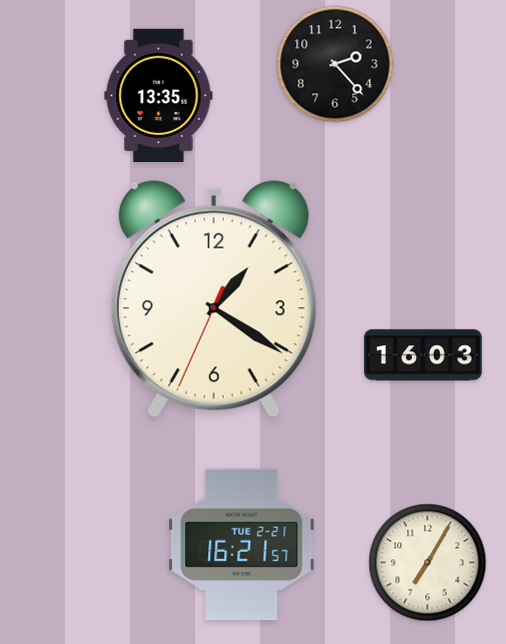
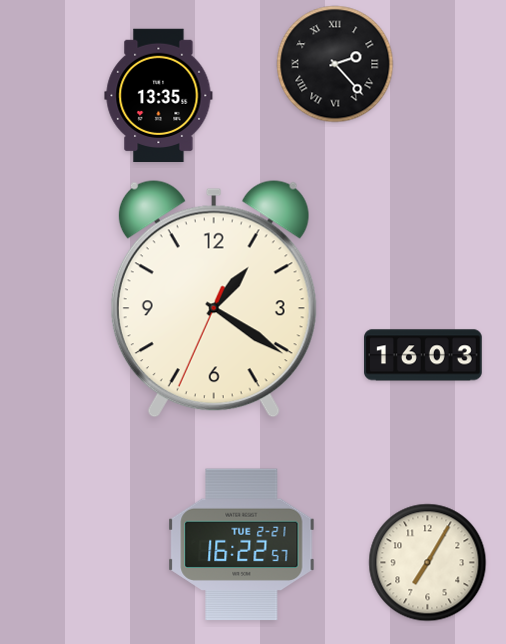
clock at (335, 64) numerals: Arabic -> Roman
clock at (242, 545): 16:21 -> 16:22
